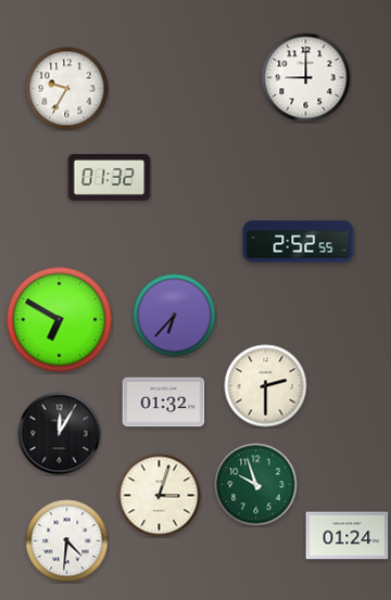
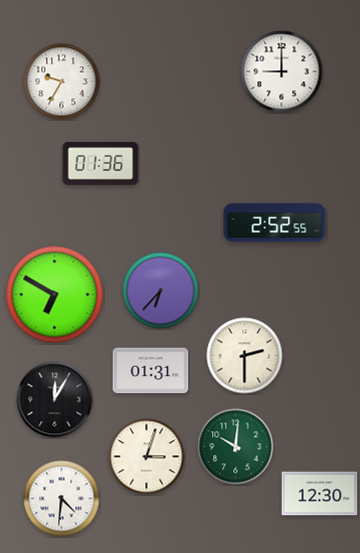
clock at (110, 178): 01:32 -> 01:36
clock at (164, 403): 01:32 -> 01:31
clock at (256, 485): 9:57 -> 10:01
clock at (348, 536): 01:24 -> 12:30
